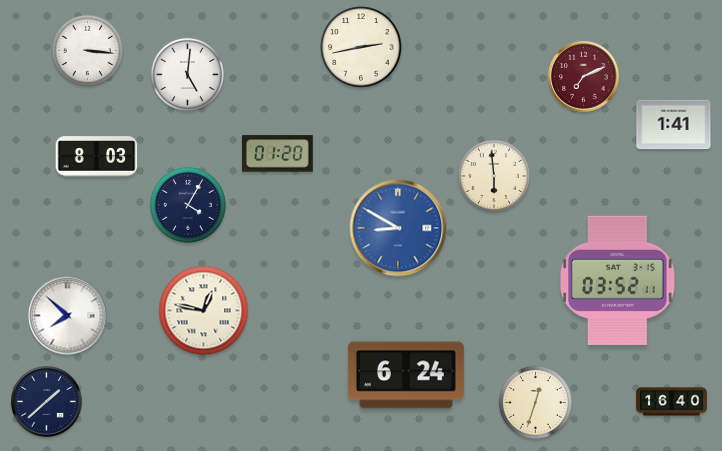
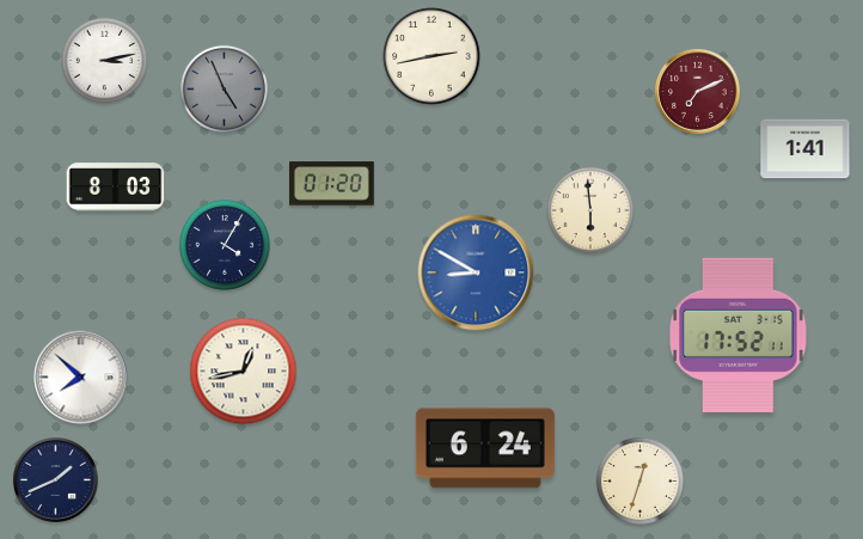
clock at (88, 51): 3:16 -> 3:13
clock at (187, 74): 5:01 -> 4:56
clock at (187, 74) dial: white -> grey
clock at (618, 280): 03:52 -> 17:52
clock at (204, 311): 12:47 -> 12:43
clock at (47, 402): 1:38 -> 1:41
clock at (672, 402): 16:40 -> none
